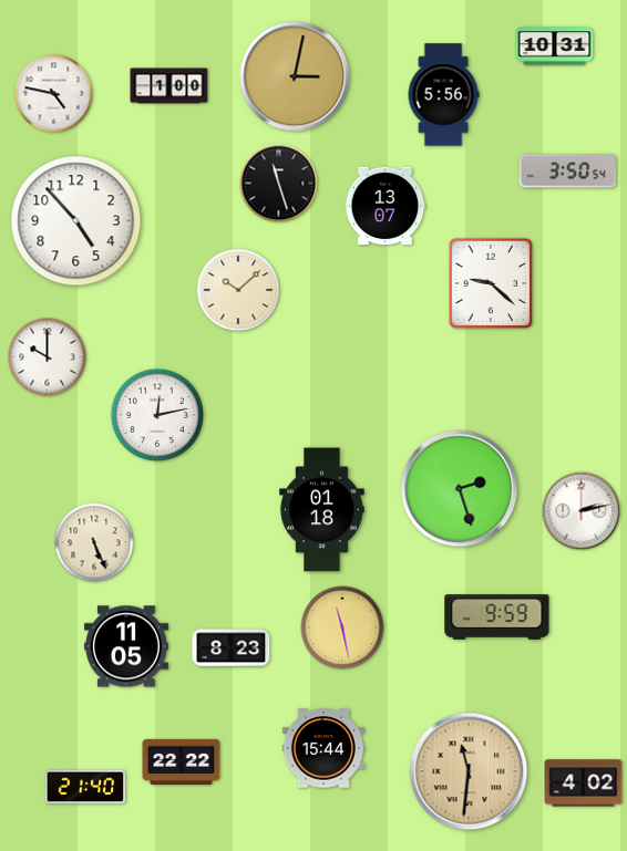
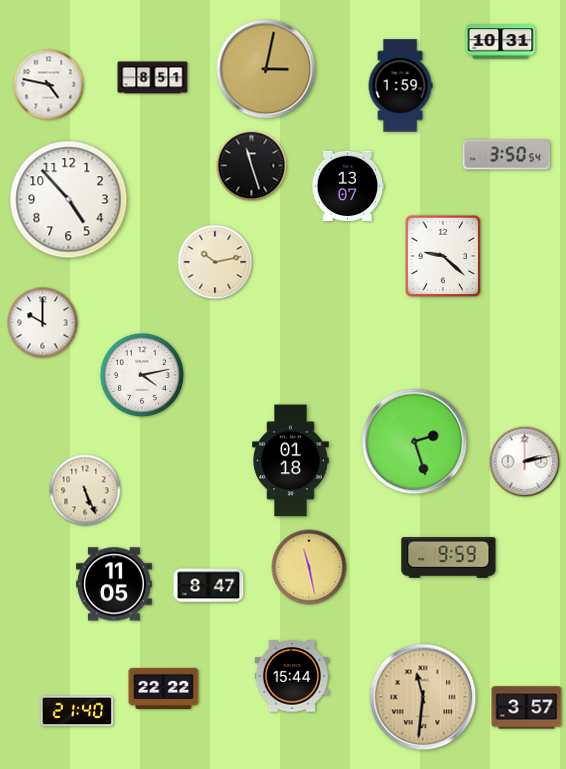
clock at (169, 86): 1:00 -> 8:51
clock at (443, 95): 5:56 -> 1:59
clock at (567, 172) position: (567, 172) -> (506, 155)
clock at (238, 290): 10:08 -> 10:13
clock at (157, 415): 12:13 -> 4:13
clock at (232, 648): 8:23 -> 8:47
clock at (584, 783): 4:02 -> 3:57
